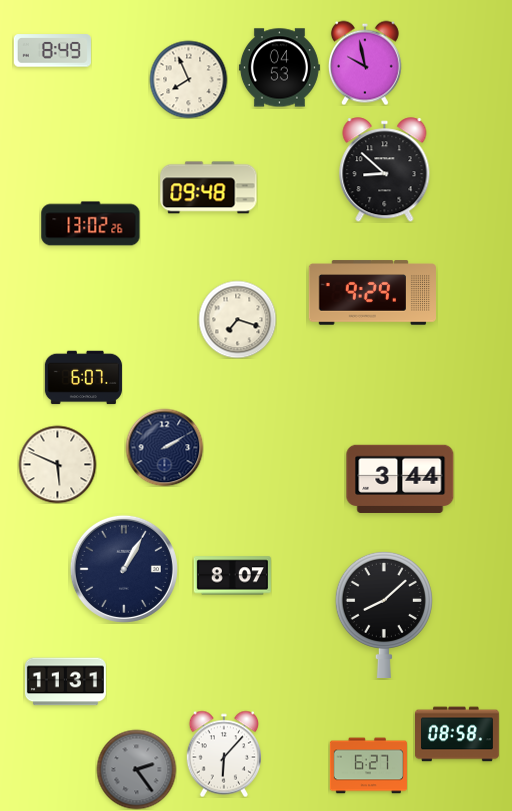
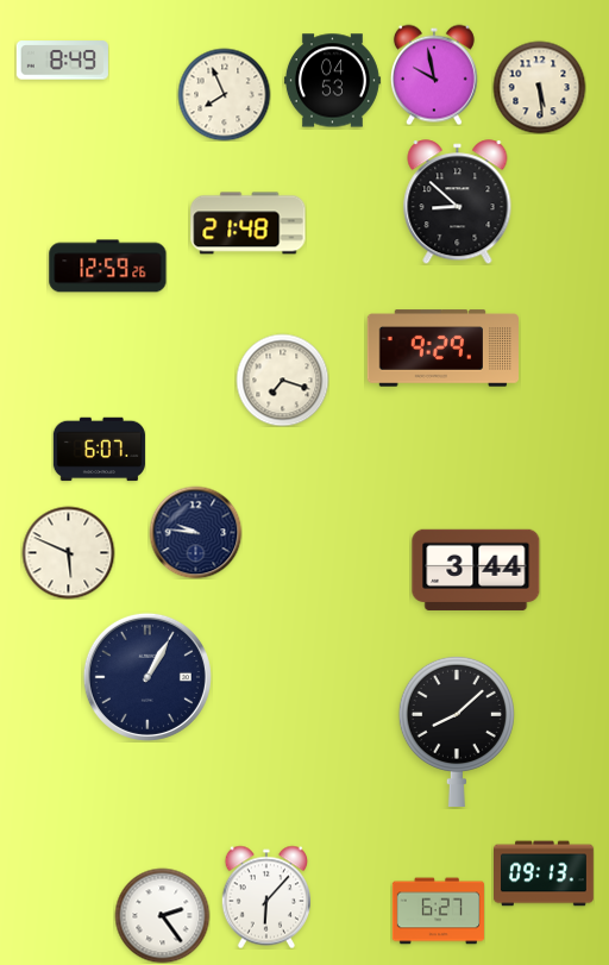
clock at (539, 87): none -> 5:29
clock at (209, 188): 09:48 -> 21:48
clock at (91, 224): 13:02 -> 12:59
clock at (164, 447): 2:10 -> 9:46
clock at (232, 576): 8:07 -> none
clock at (65, 682): 11:31 -> none
clock at (458, 734): 08:58 -> 09:13
clock at (136, 769) dial: grey -> white
